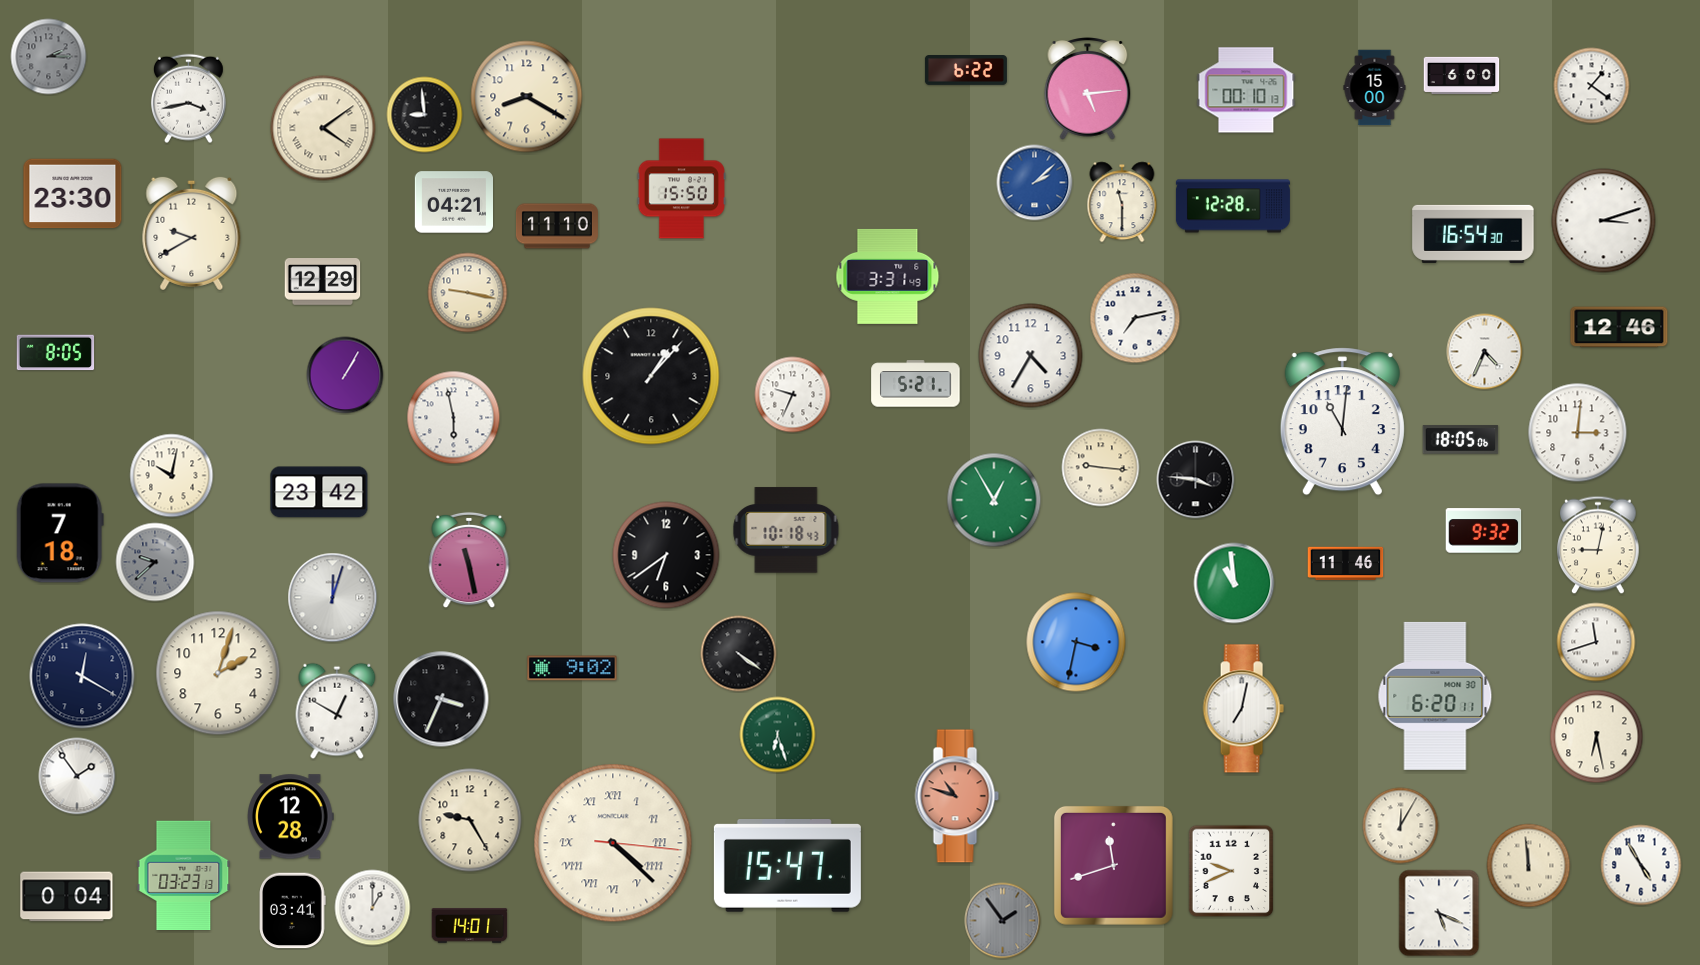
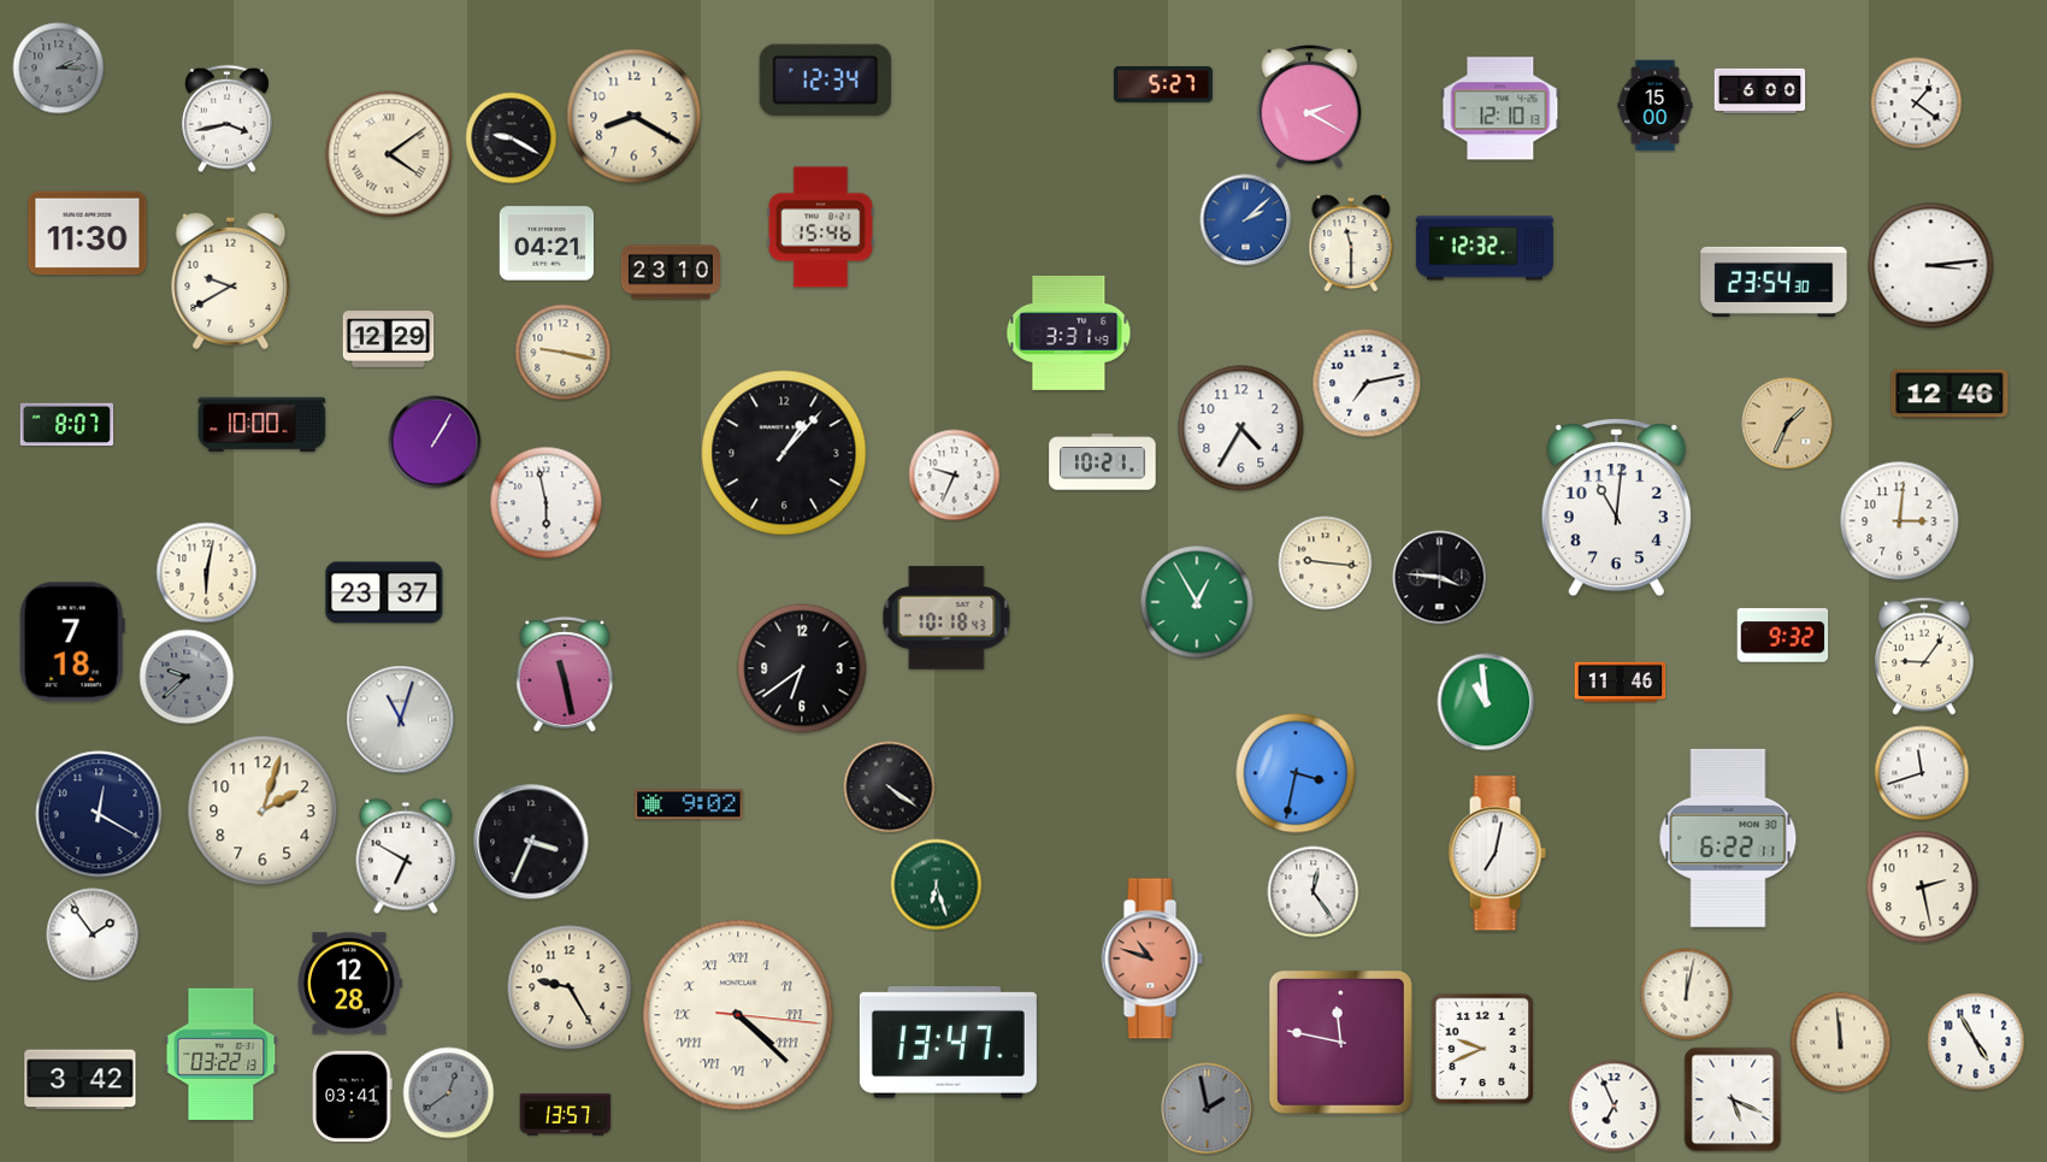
clock at (825, 81): none -> 12:34
clock at (966, 71): 6:22 -> 5:27
clock at (1088, 89): 5:14 -> 2:20
clock at (1246, 90): 00:10 -> 12:10
clock at (425, 115): 8:59 -> 9:20
clock at (681, 189): 15:50 -> 15:46
clock at (73, 194): 23:30 -> 11:30
clock at (1233, 206): 12:28 -> 12:32
clock at (1604, 221): 3:12 -> 3:14
clock at (557, 226): 11:10 -> 23:10
clock at (1473, 234): 16:54 -> 23:54
clock at (1485, 352): 4:34 -> 1:34
clock at (1485, 352) dial: white -> champagne
clock at (56, 353): 8:05 -> 8:07
clock at (262, 425): none -> 10:00
clock at (345, 375) position: (345, 375) -> (435, 442)
clock at (916, 384): 5:21 -> 10:21
clock at (1461, 440): 18:05 -> none
clock at (172, 476): 10:02 -> 6:02
clock at (319, 492): 23:42 -> 23:37
clock at (786, 530) position: (786, 530) -> (946, 618)
clock at (1484, 531) position: (1484, 531) -> (1783, 636)
clock at (1598, 545): 9:02 -> 9:06
clock at (1346, 564) position: (1346, 564) -> (1621, 683)
clock at (333, 598): 12:03 -> 11:03
clock at (1435, 696): 6:20 -> 6:22
clock at (337, 711): 12:50 -> 6:50
clock at (1597, 737): 6:28 -> 2:28
clock at (1314, 892): none -> 12:24
clock at (470, 820) position: (470, 820) -> (570, 987)
clock at (1401, 826): 12:05 -> 12:02
clock at (1113, 865): 11:42 -> 11:47
clock at (787, 866): 15:47 -> 13:47
clock at (184, 875): 03:23 -> 03:22
clock at (67, 897): 0:04 -> 3:42
clock at (373, 908): 1:00 -> 12:39
clock at (373, 908) dial: white -> grey
clock at (1615, 1107): none -> 6:56
clock at (1003, 921): 1:54 -> 1:58
clock at (470, 926): 14:01 -> 13:57
